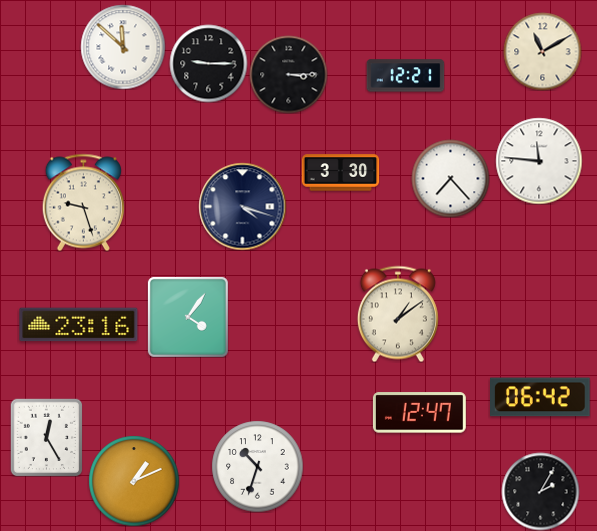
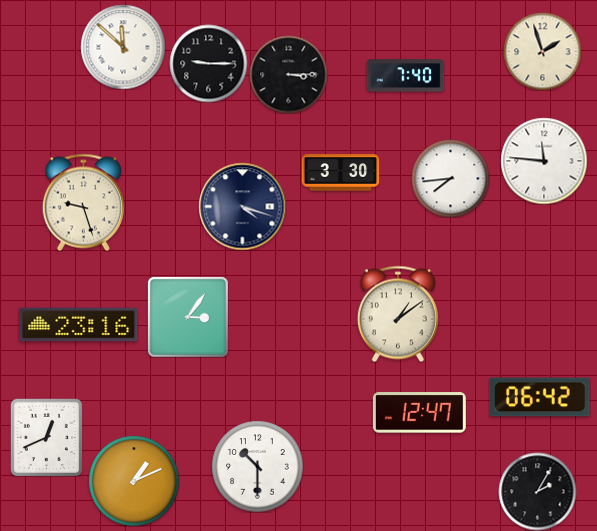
clock at (542, 51): 11:10 -> 1:57
clock at (405, 76): 12:21 -> 7:40
clock at (539, 161) position: (539, 161) -> (544, 161)
clock at (450, 178): 7:23 -> 7:44
clock at (188, 317): 4:06 -> 3:06
clock at (47, 437): 12:25 -> 12:41
clock at (257, 466): 10:33 -> 10:30
clock at (540, 491) position: (540, 491) -> (537, 491)
